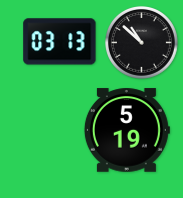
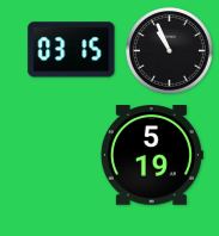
clock at (60, 42): 03:13 -> 03:15
clock at (142, 43): 10:52 -> 10:56
